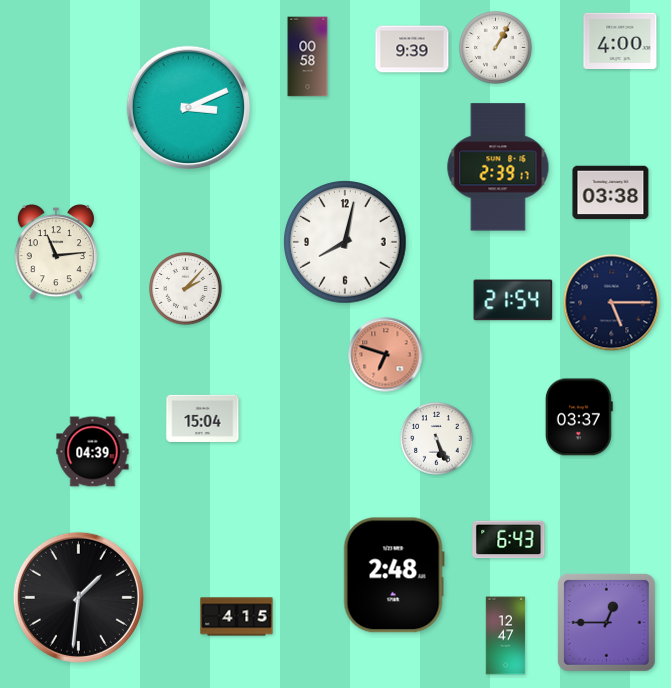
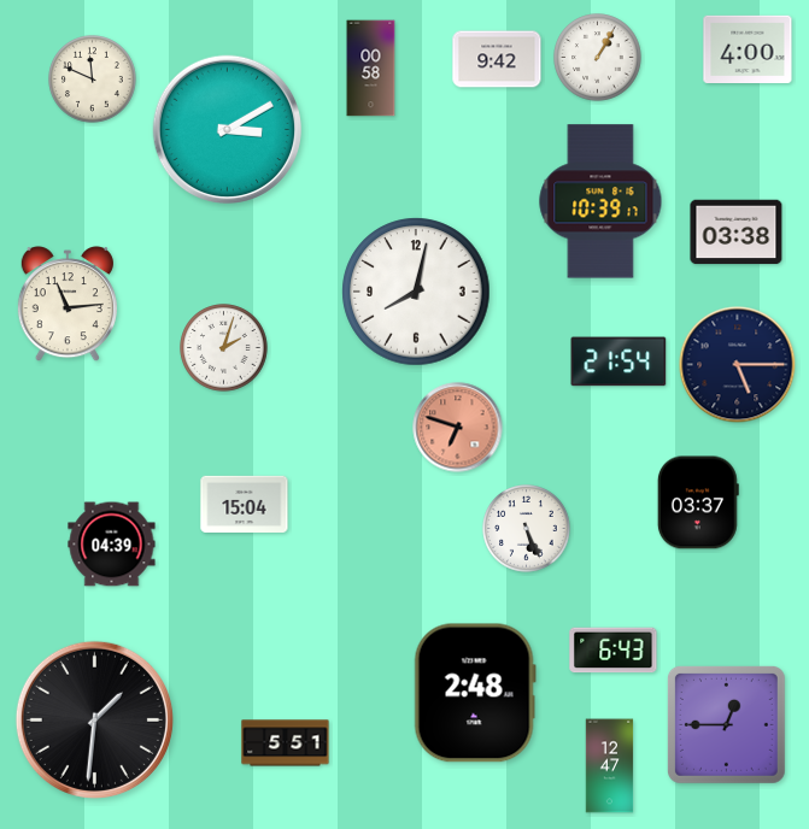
clock at (412, 49): 9:39 -> 9:42
clock at (93, 80): none -> 11:49
clock at (188, 107): 3:11 -> 3:10
clock at (498, 167): 2:39 -> 10:39
clock at (186, 289): 2:07 -> 2:03
clock at (386, 355) position: (386, 355) -> (458, 428)
clock at (237, 617): 4:15 -> 5:51
clock at (606, 622) position: (606, 622) -> (726, 724)
